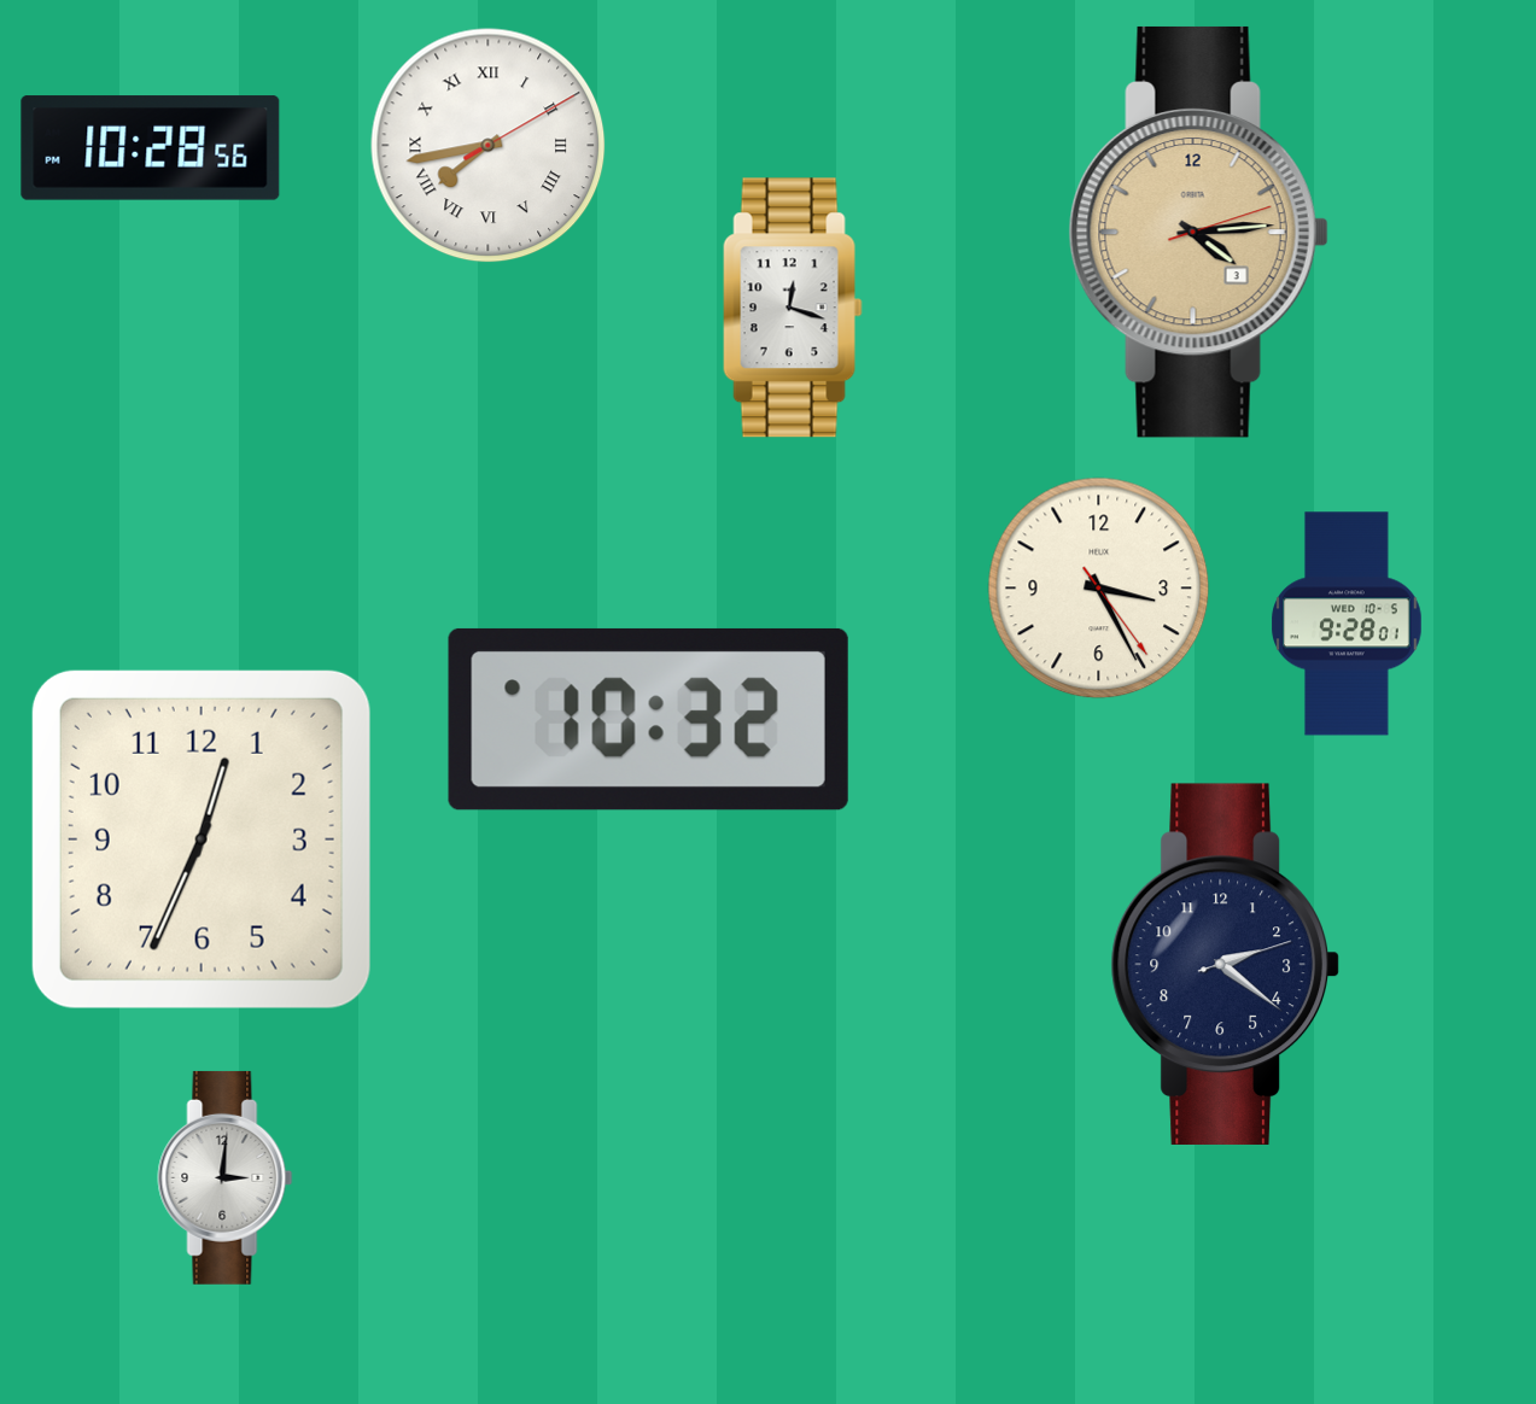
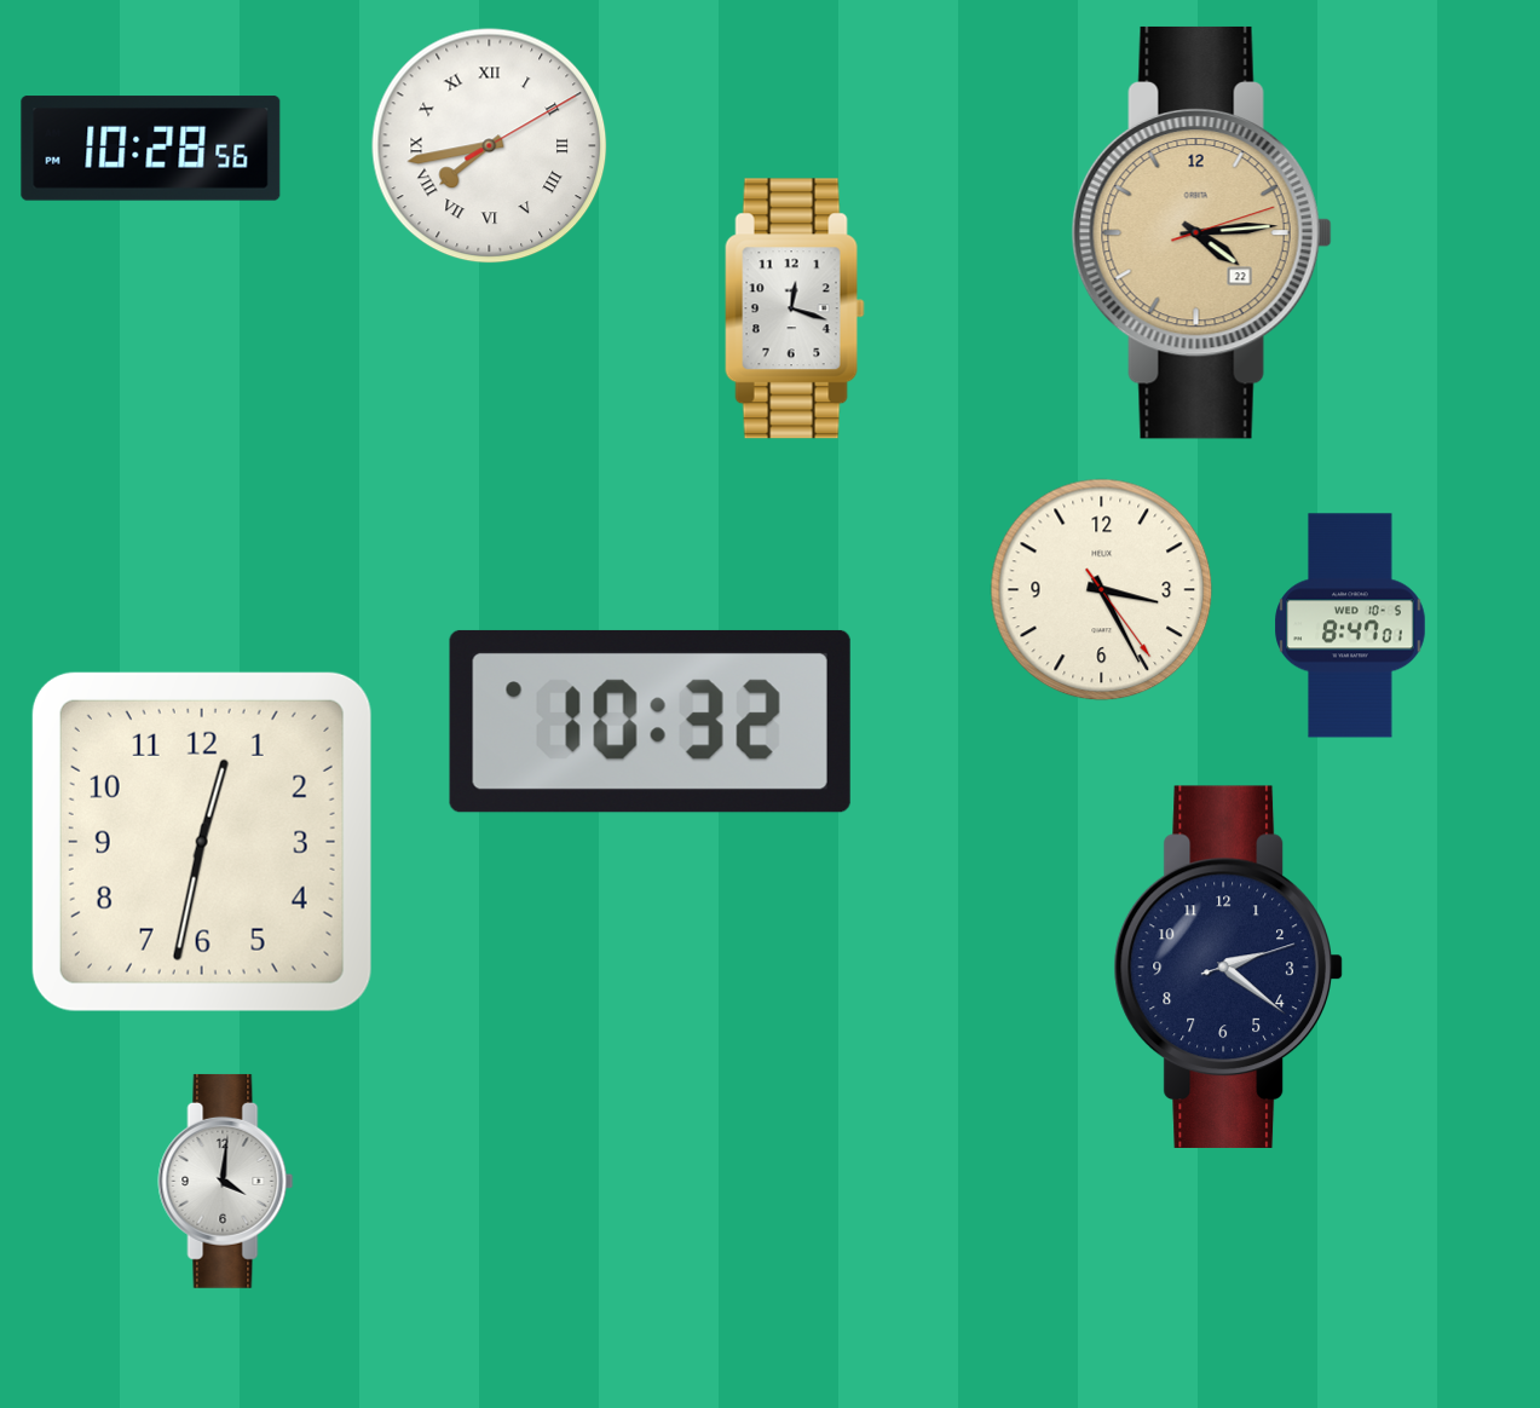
clock at (1198, 232) date: 3 -> 22
clock at (1347, 624): 9:28 -> 8:47
clock at (202, 840): 12:34 -> 12:32
clock at (226, 1177): 3:01 -> 4:01
